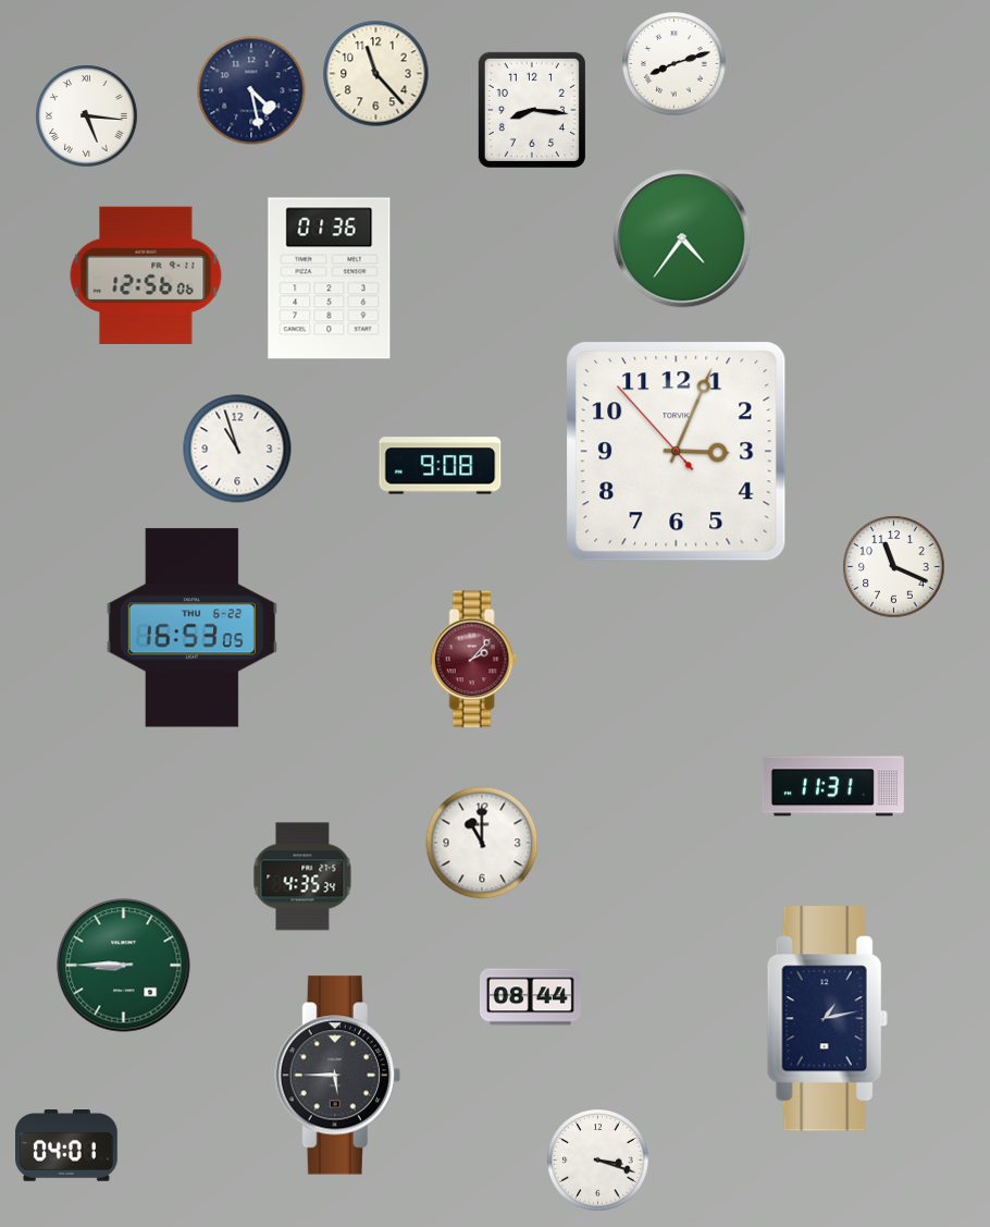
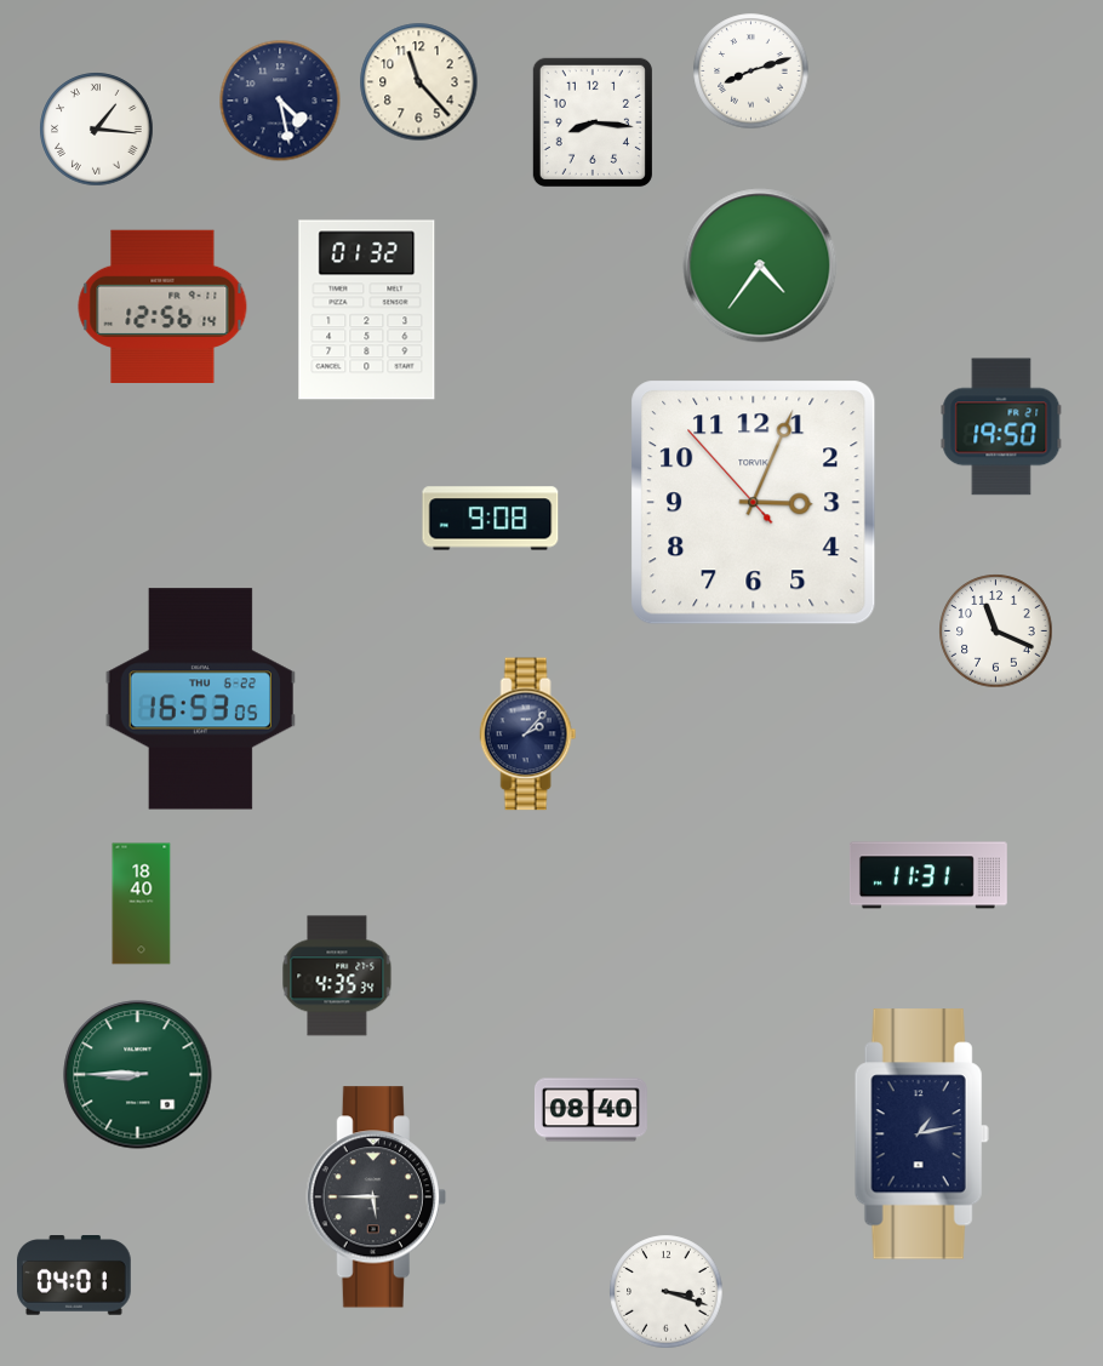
clock at (87, 116): 5:16 -> 1:16
clock at (146, 274): 12:56:06 -> 12:56:14
clock at (330, 279): 01:36 -> 01:32
clock at (1001, 427): none -> 19:50
clock at (237, 449): 10:57 -> none
clock at (191, 628) position: (191, 628) -> (200, 699)
clock at (474, 660) dial: burgundy -> navy
clock at (142, 904): none -> 18:40
clock at (482, 843): 11:00 -> none
clock at (530, 997): 08:44 -> 08:40
